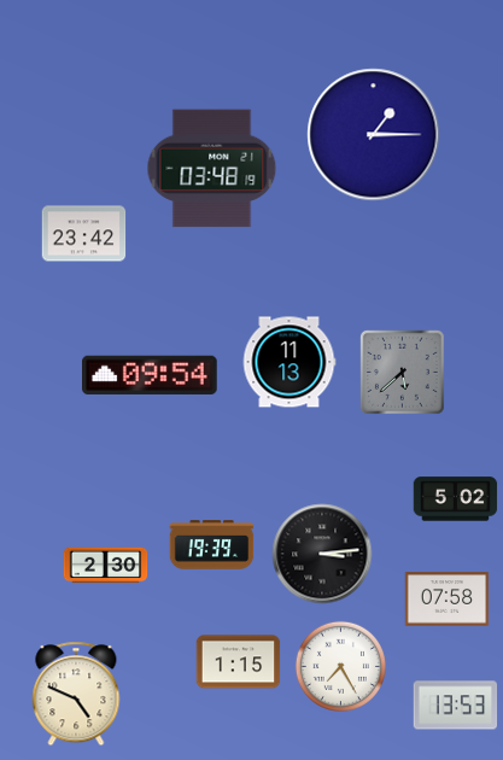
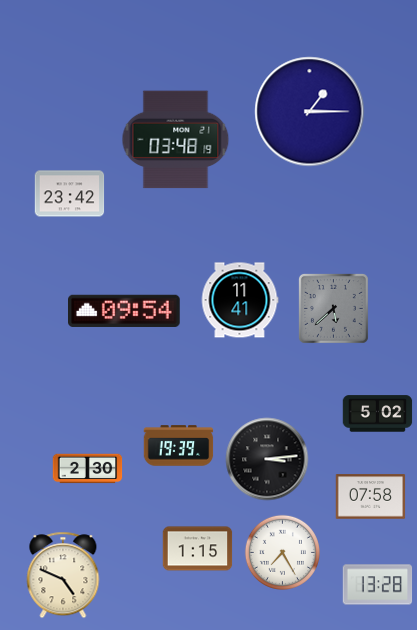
clock at (289, 362): 11:13 -> 11:41
clock at (212, 545) position: (212, 545) -> (179, 446)
clock at (456, 706): 13:53 -> 13:28
